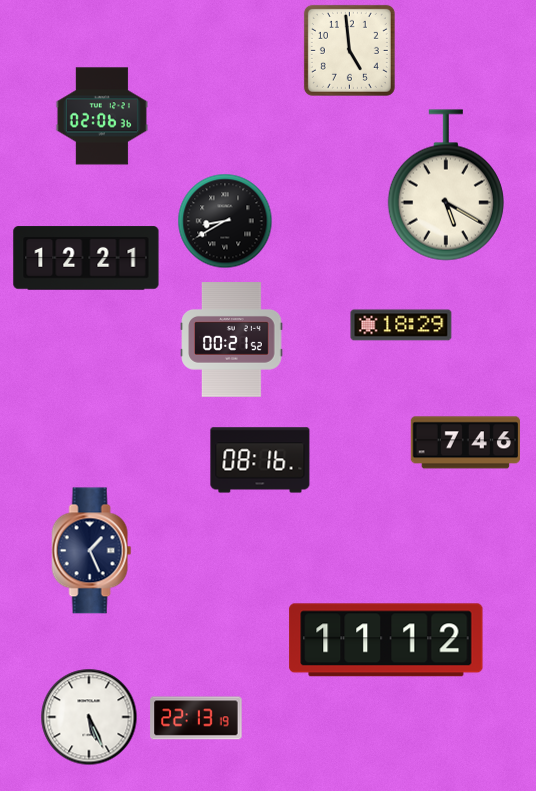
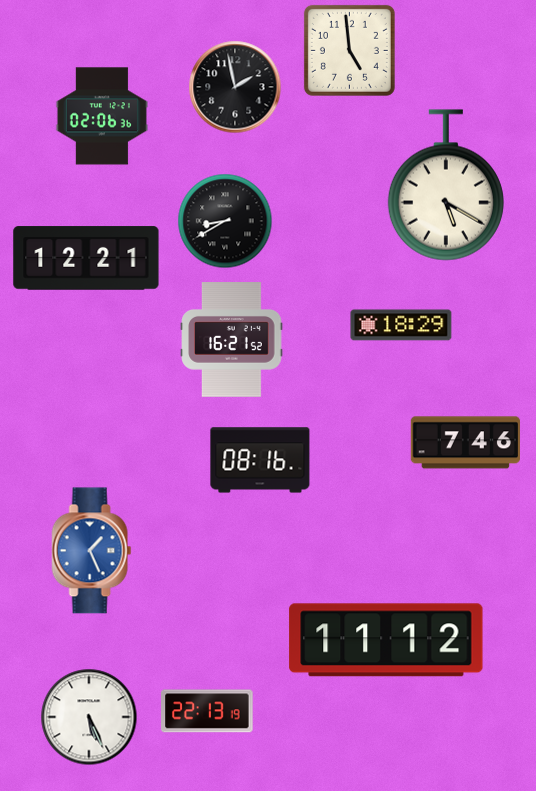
clock at (235, 87): none -> 1:58
clock at (232, 340): 00:21 -> 16:21
clock at (92, 551) dial: navy -> blue
clock at (196, 718) position: (196, 718) -> (207, 711)
